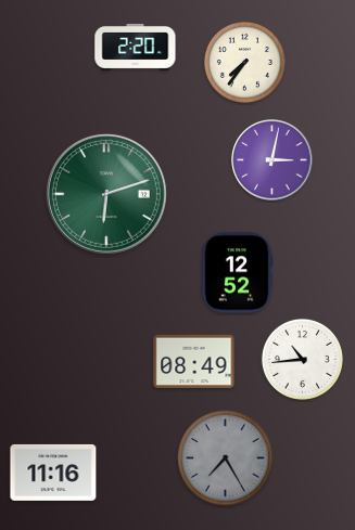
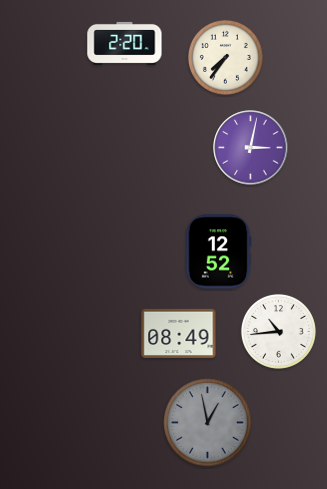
clock at (106, 194): 6:12 -> none
clock at (226, 458): 7:25 -> 12:58
clock at (53, 473): 11:16 -> none
